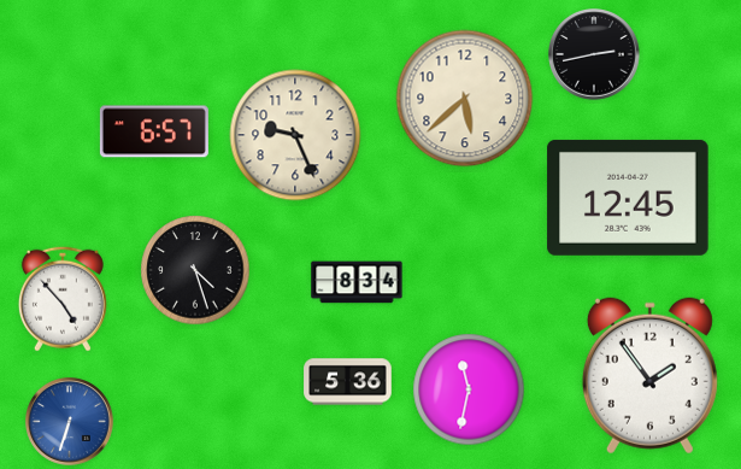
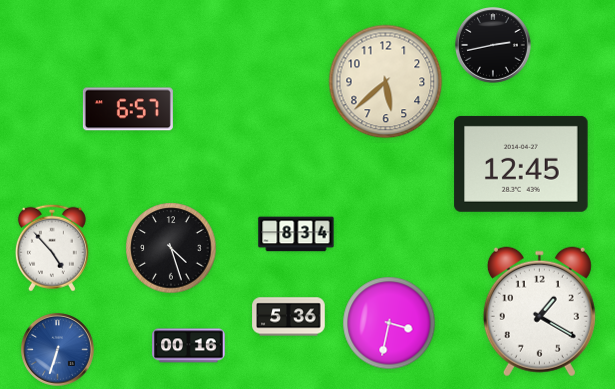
clock at (295, 135): 9:26 -> none
clock at (195, 270) position: (195, 270) -> (171, 248)
clock at (649, 376): 1:54 -> 1:20
clock at (469, 389): 11:32 -> 3:32
clock at (189, 346): none -> 00:16
